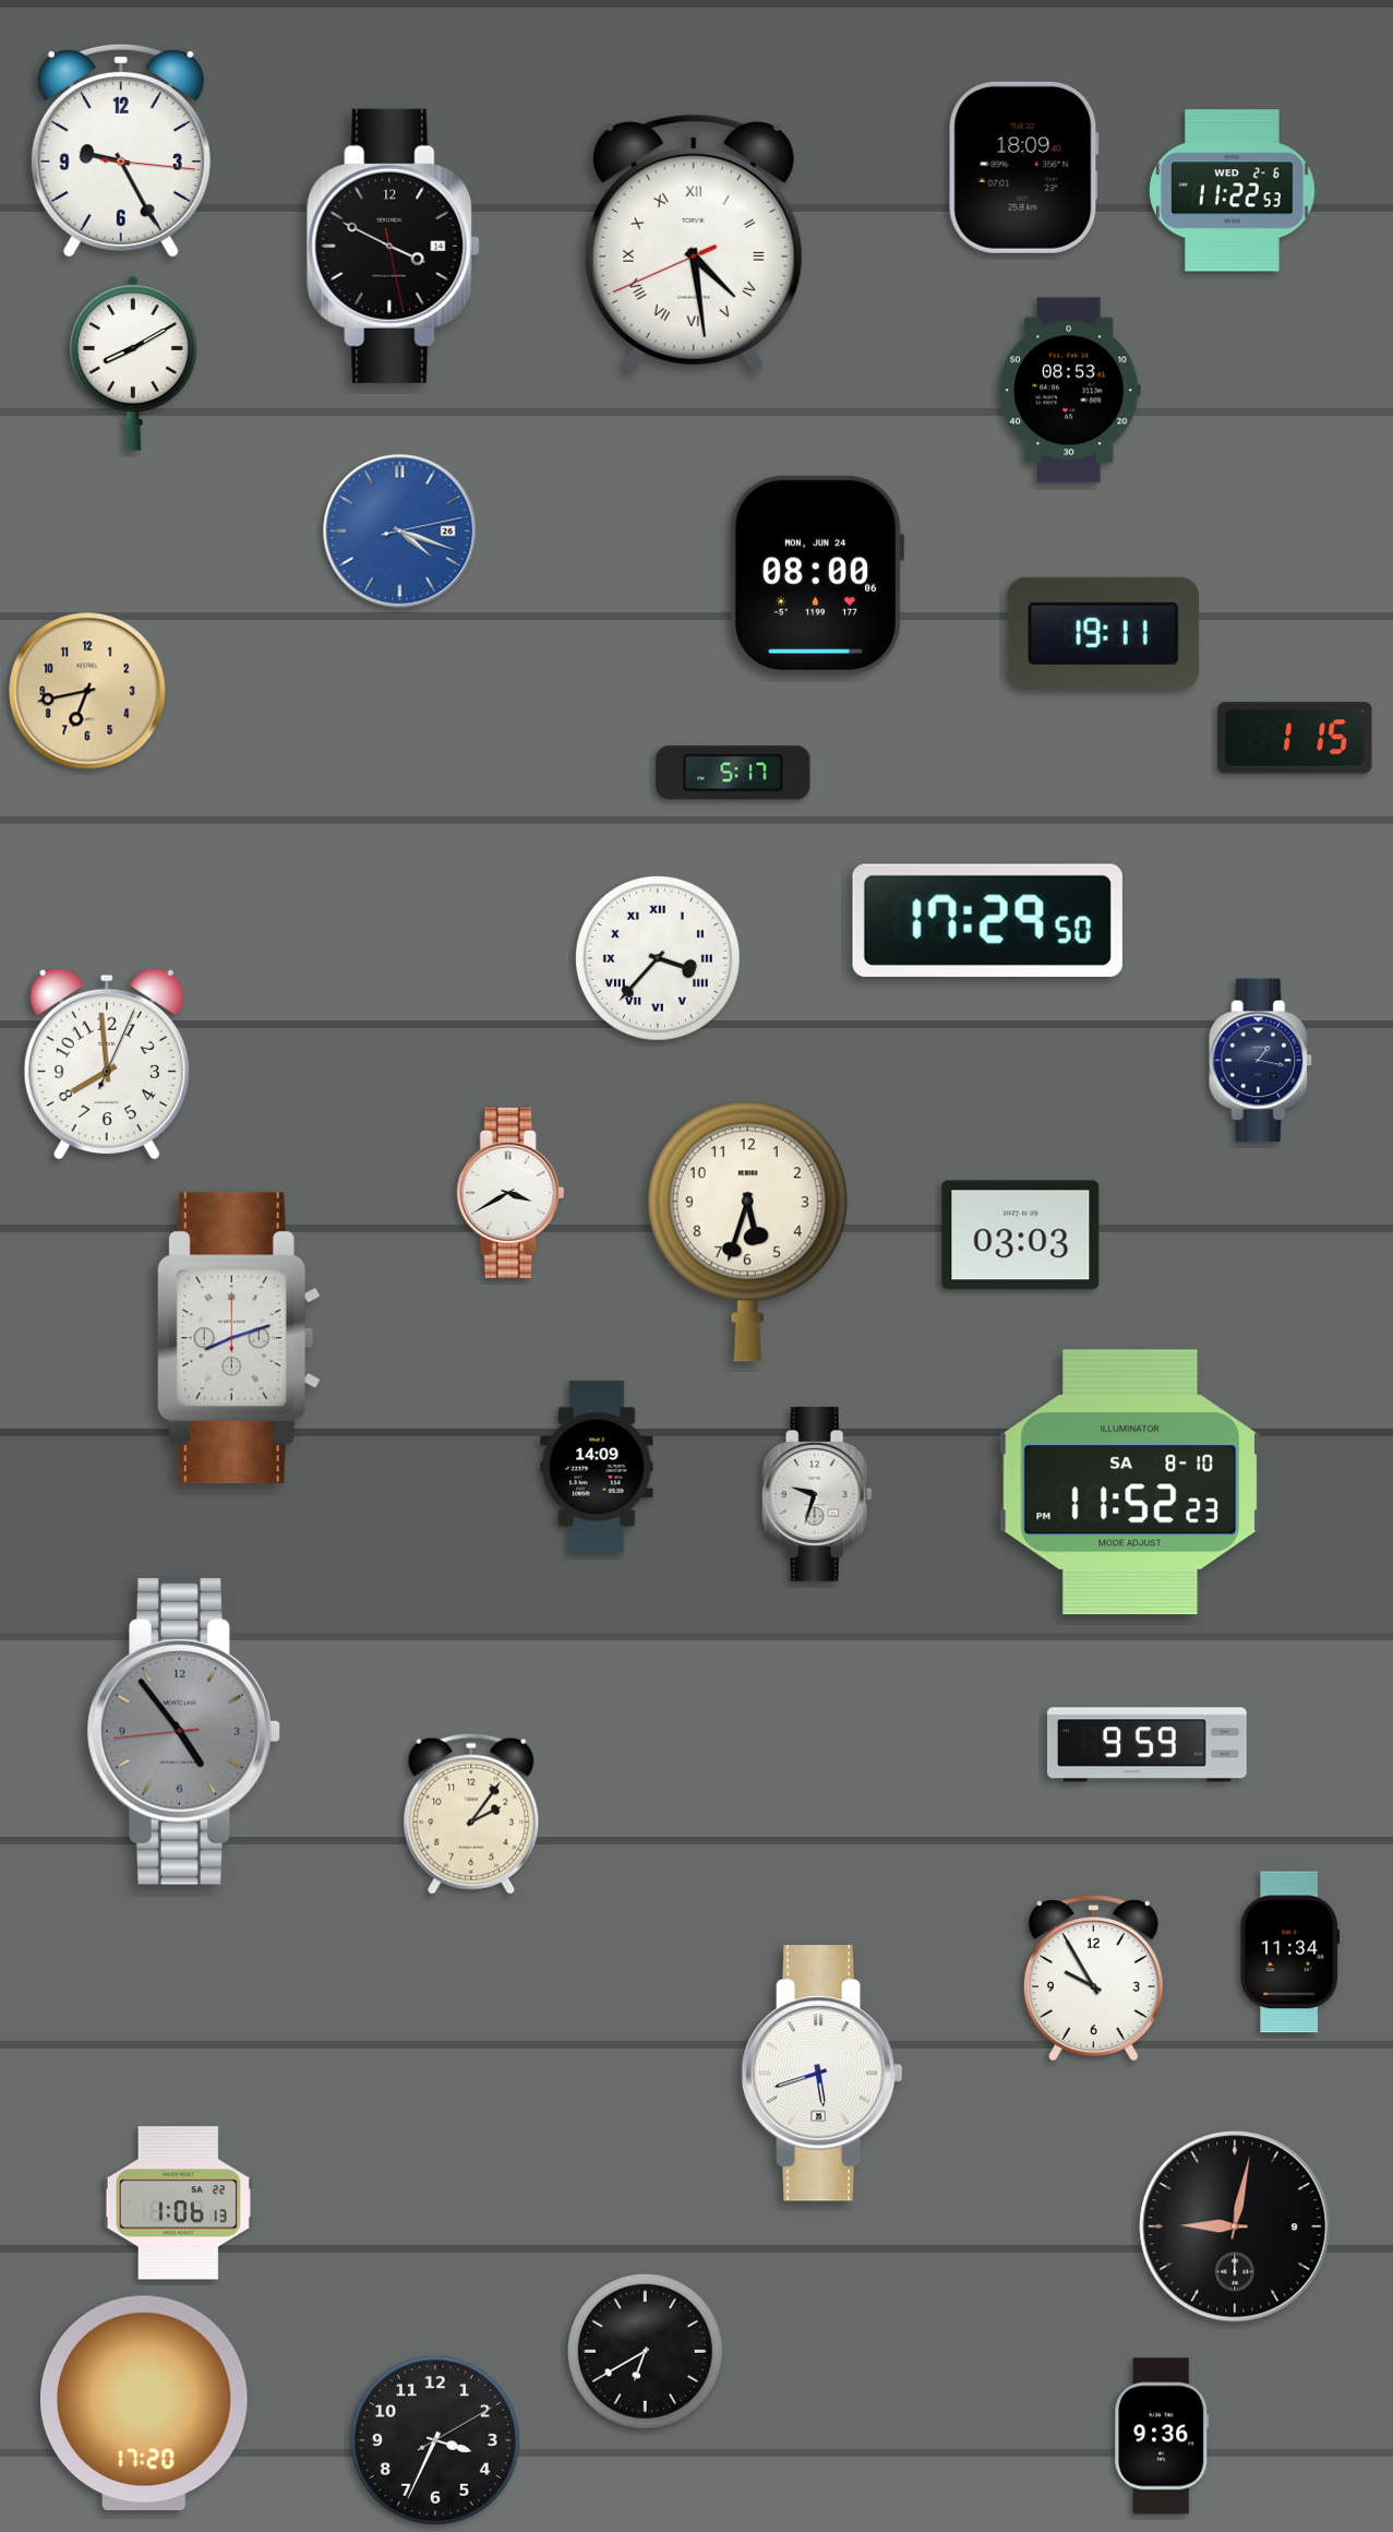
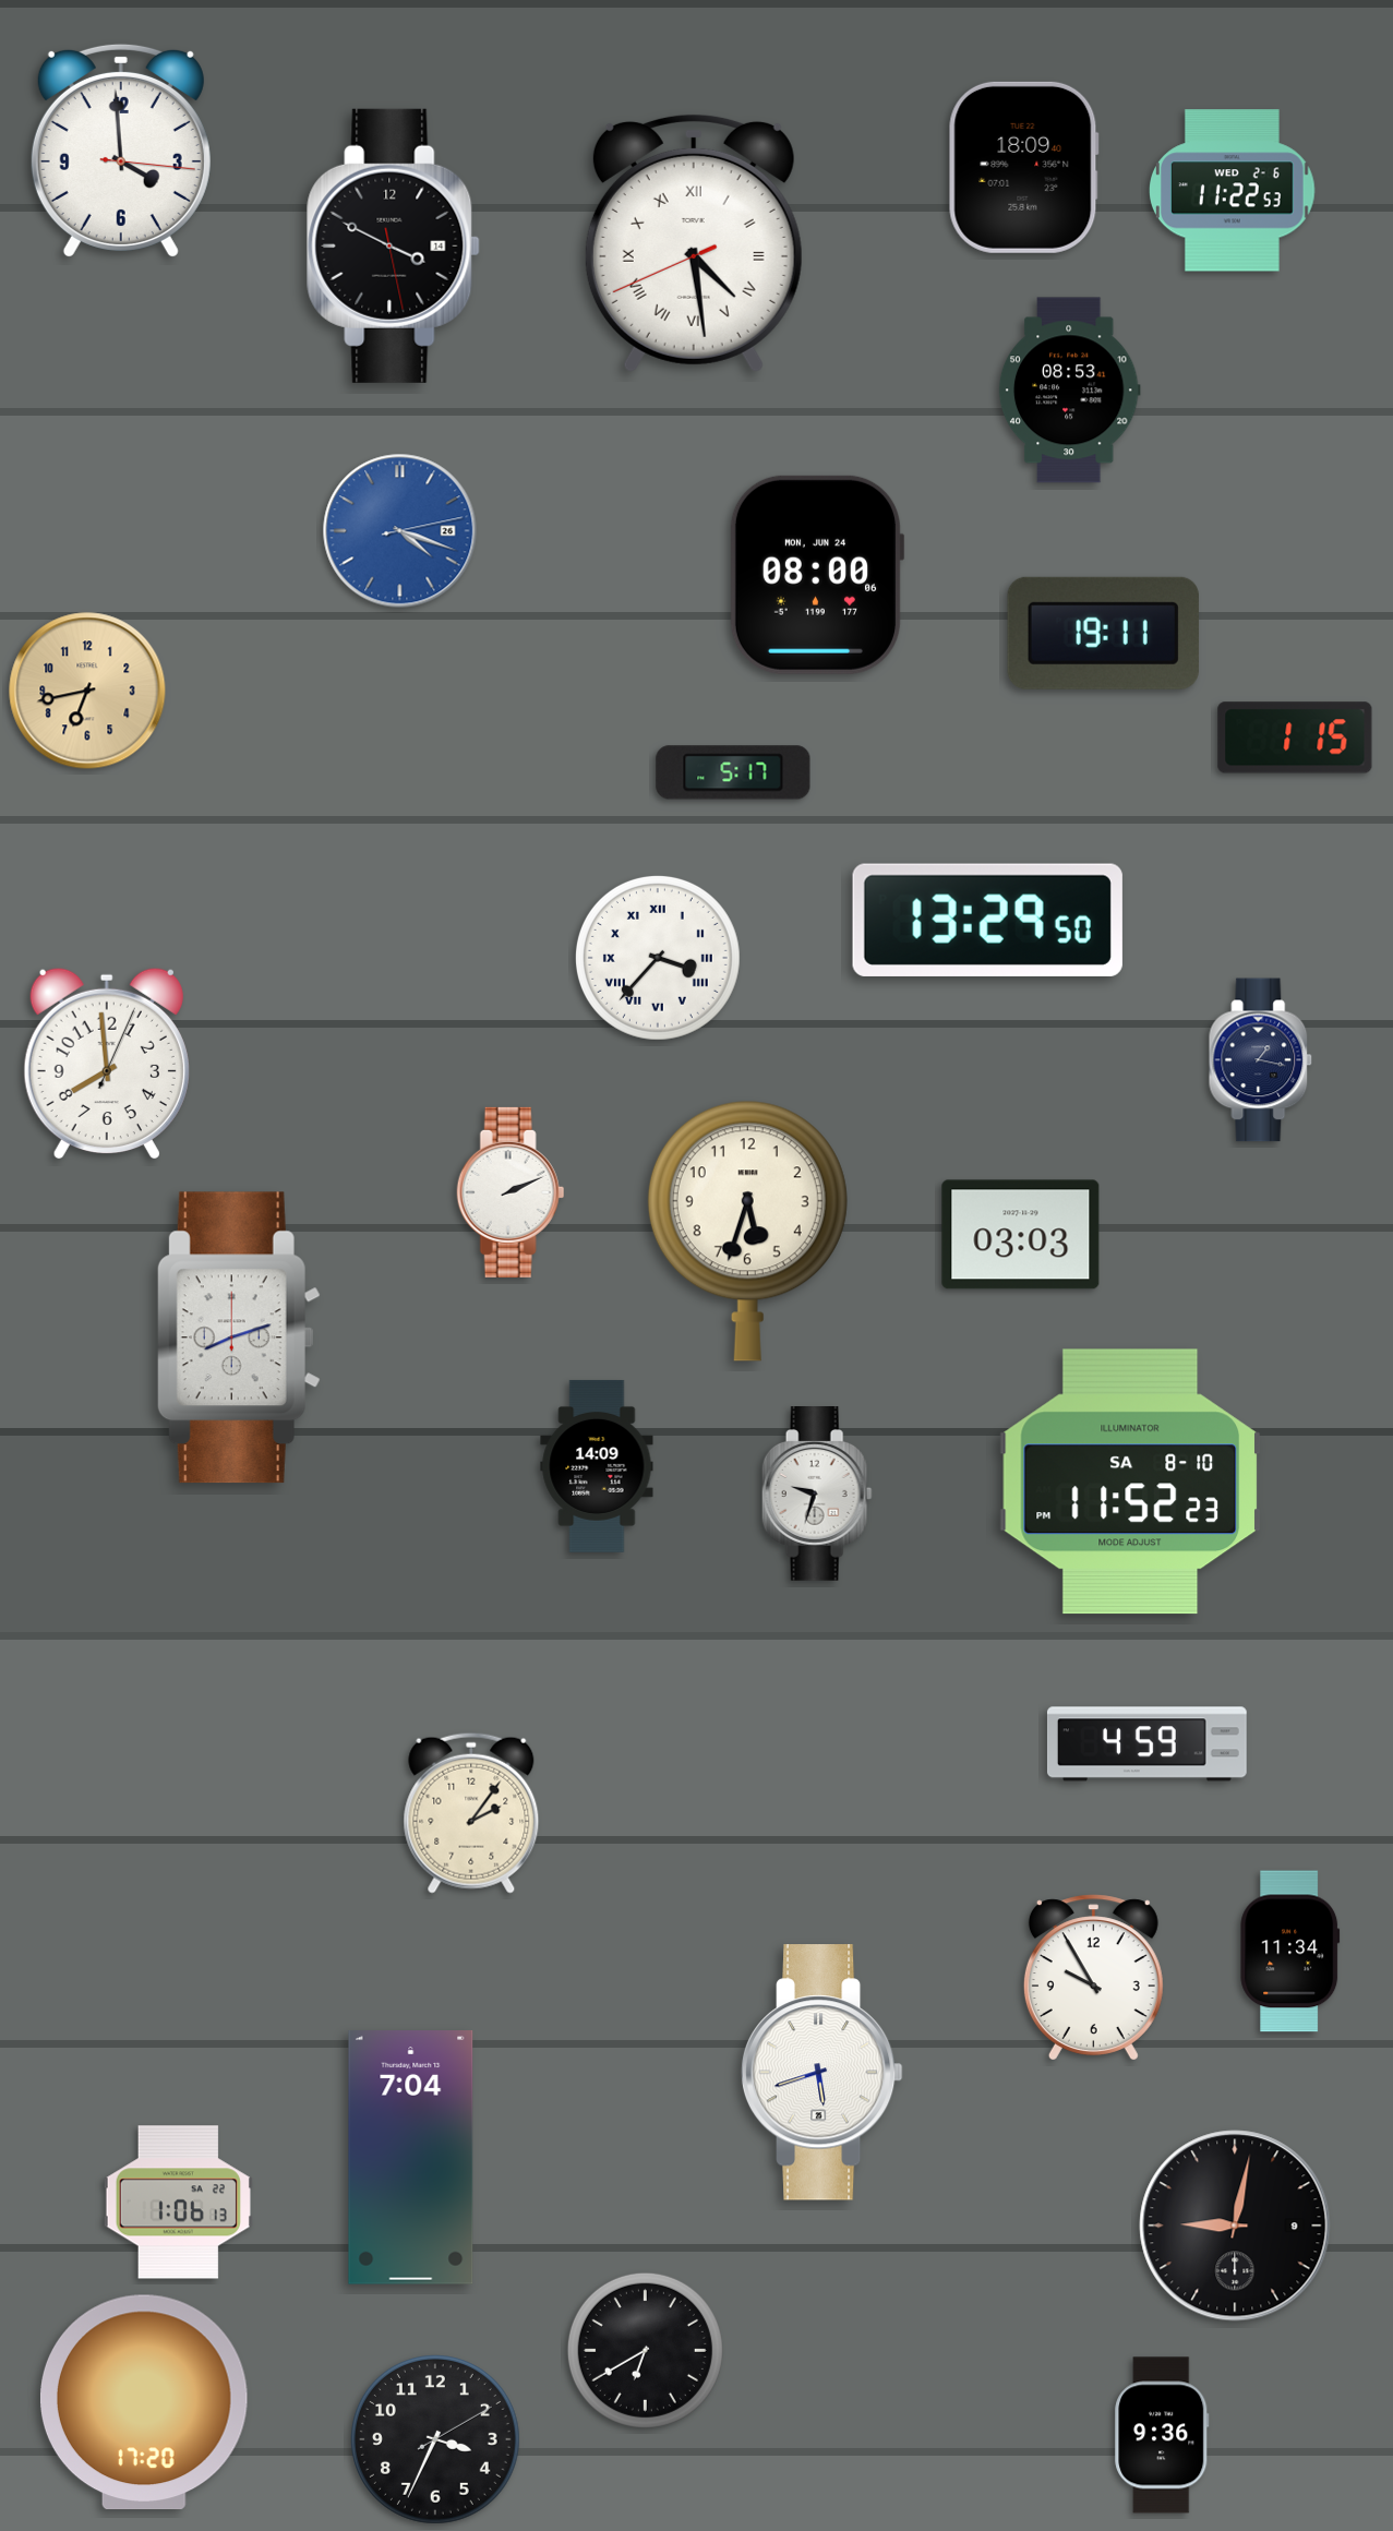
clock at (121, 151): 9:25 -> 3:59
clock at (134, 363): 8:10 -> none
clock at (987, 920): 17:29 -> 13:29
clock at (511, 1193): 3:40 -> 2:11
clock at (183, 1731): 4:53 -> none
clock at (1146, 1745): 9:59 -> 4:59
clock at (411, 2158): none -> 7:04
